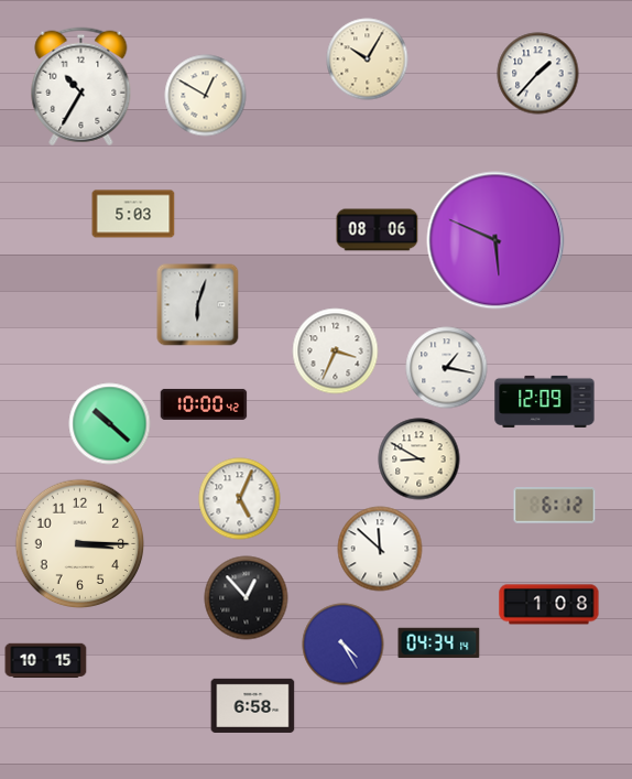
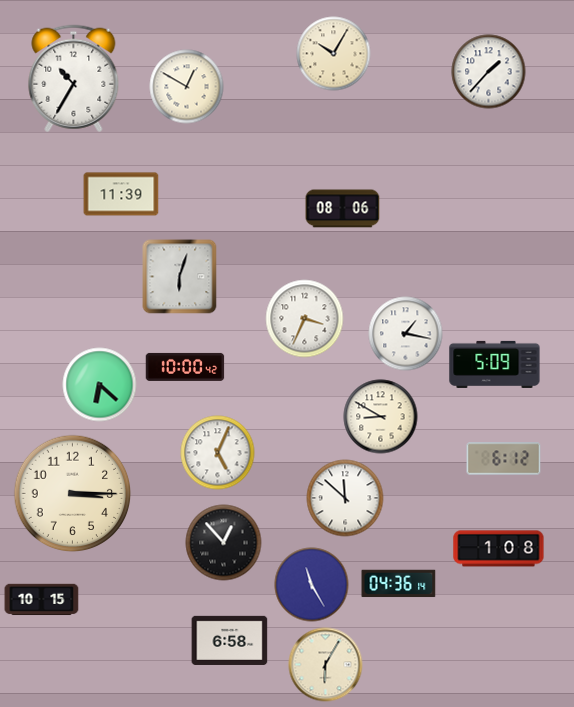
clock at (538, 74) position: (538, 74) -> (489, 72)
clock at (133, 214): 5:03 -> 11:39
clock at (495, 240): 5:49 -> none
clock at (545, 401): 12:09 -> 5:09
clock at (110, 424): 10:22 -> 6:22
clock at (439, 643): 04:34 -> 04:36
clock at (344, 645): 4:25 -> 11:25
clock at (326, 665): none -> 6:05
